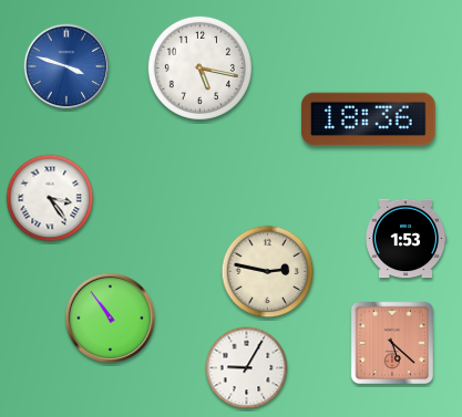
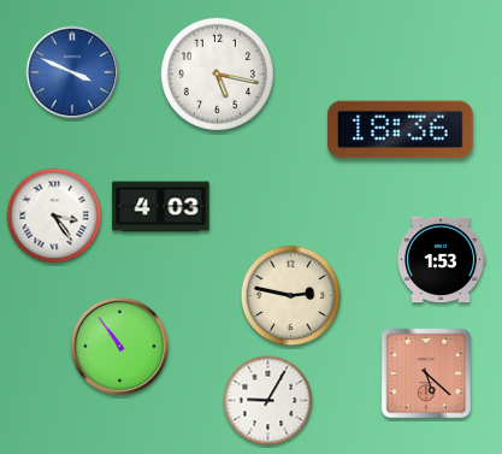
clock at (66, 66): 3:48 -> 3:49
clock at (161, 207): none -> 4:03
